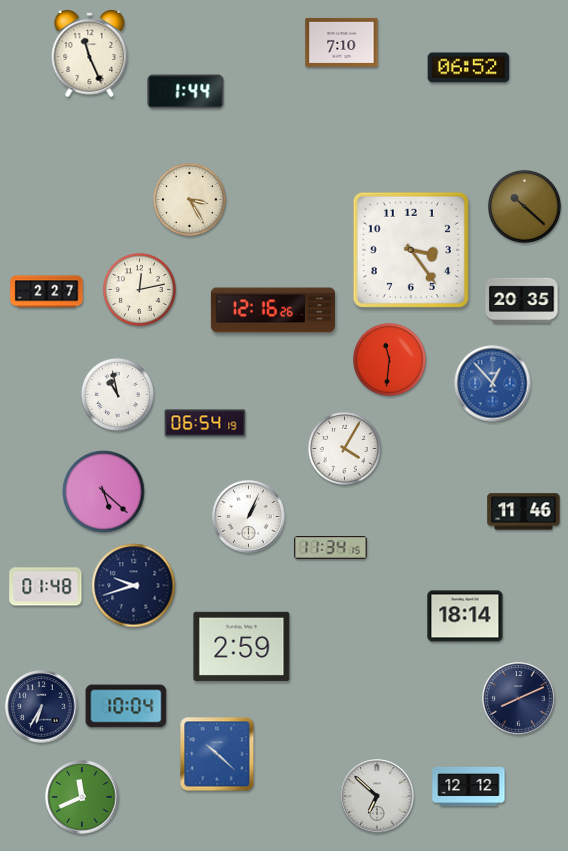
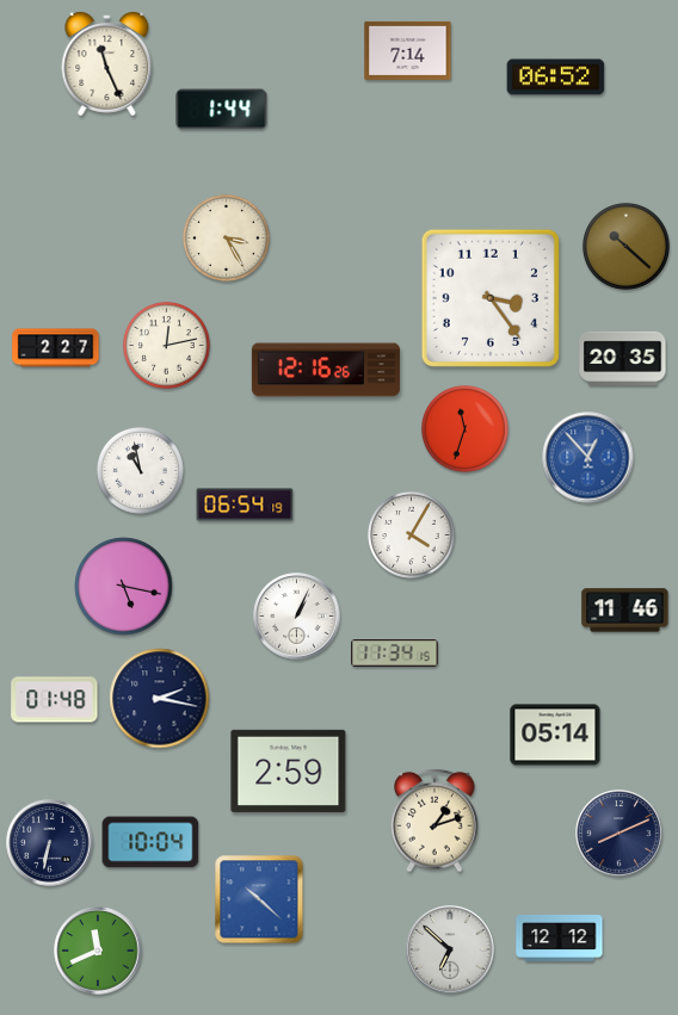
clock at (342, 42): 7:10 -> 7:14
clock at (469, 68) position: (469, 68) -> (556, 78)
clock at (389, 359): 11:31 -> 11:33
clock at (104, 492): 5:22 -> 5:17
clock at (134, 586): 9:42 -> 2:17
clock at (465, 616): 18:14 -> 05:14
clock at (434, 821): none -> 1:12
clock at (42, 707): 6:35 -> 6:32
